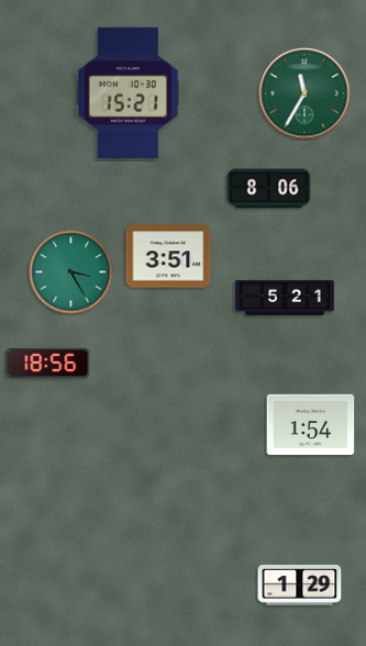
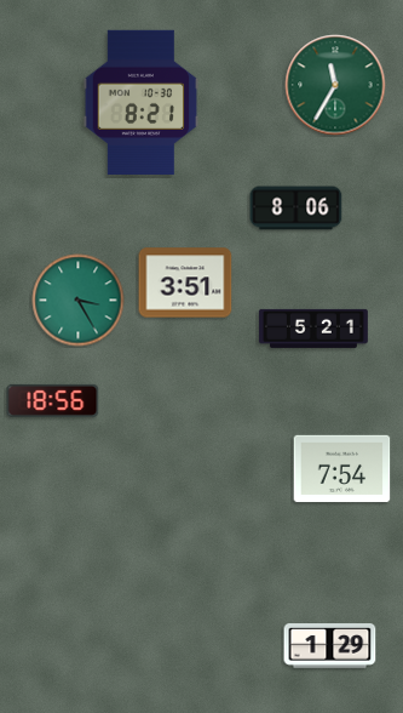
clock at (129, 92): 15:21 -> 8:21
clock at (304, 93) position: (304, 93) -> (335, 85)
clock at (311, 425): 1:54 -> 7:54
